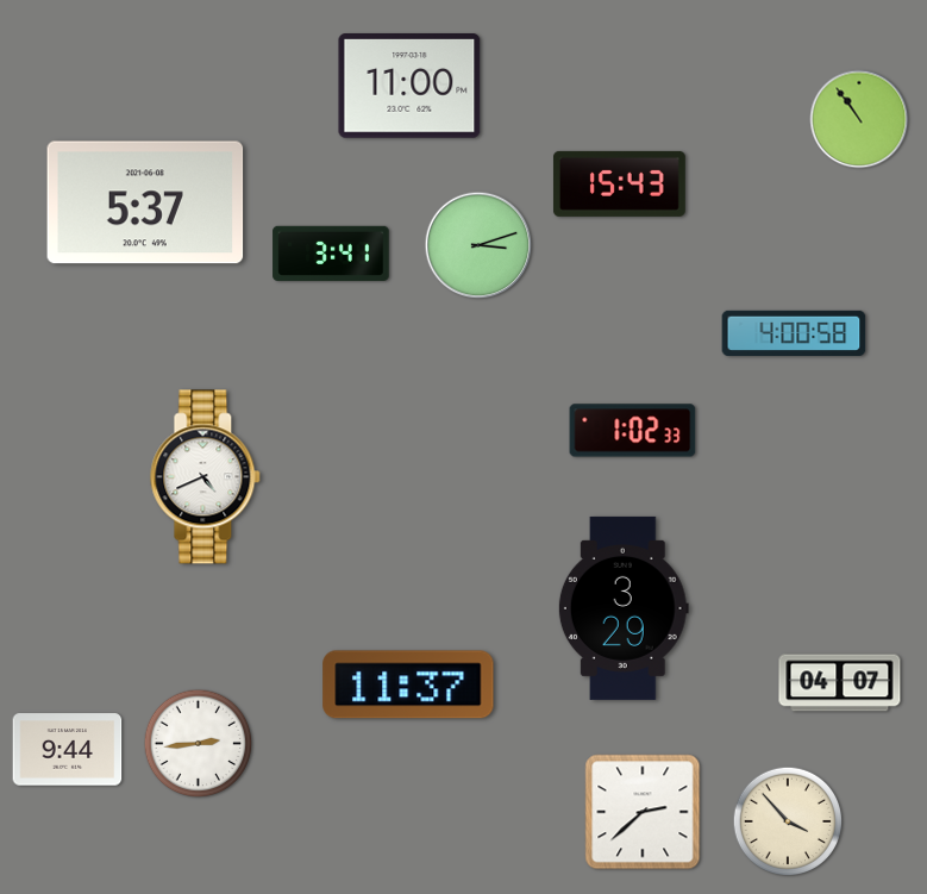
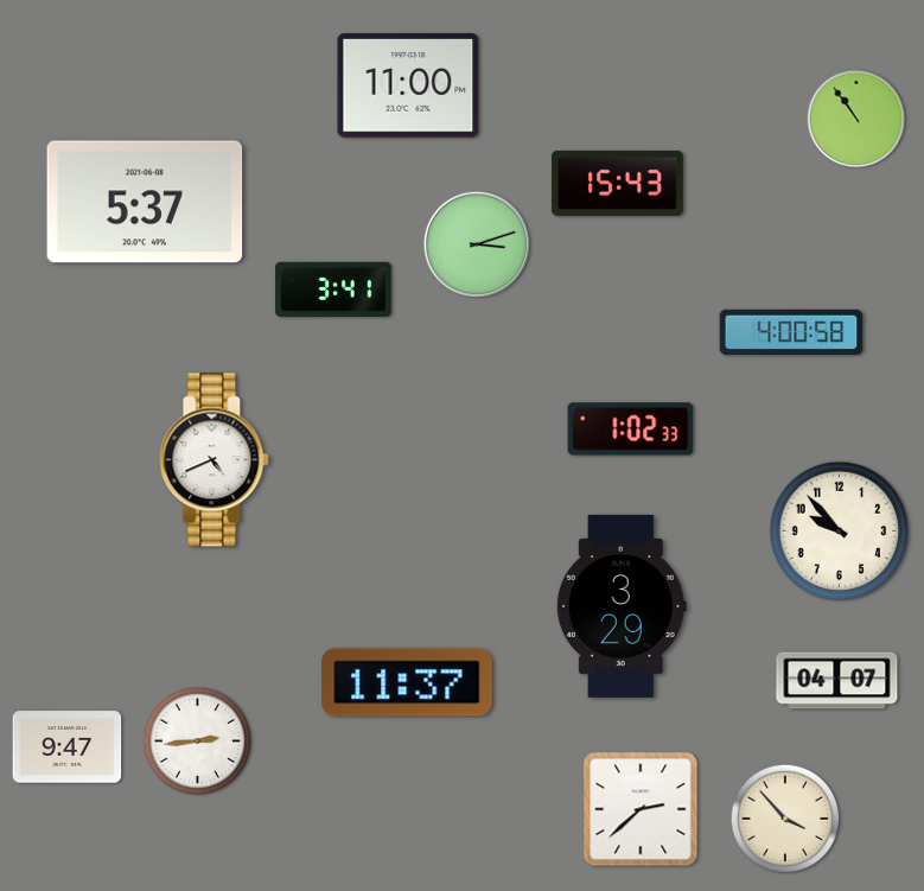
clock at (331, 254) position: (331, 254) -> (333, 289)
clock at (206, 477) position: (206, 477) -> (215, 460)
clock at (840, 532): none -> 9:53
clock at (68, 750): 9:44 -> 9:47
